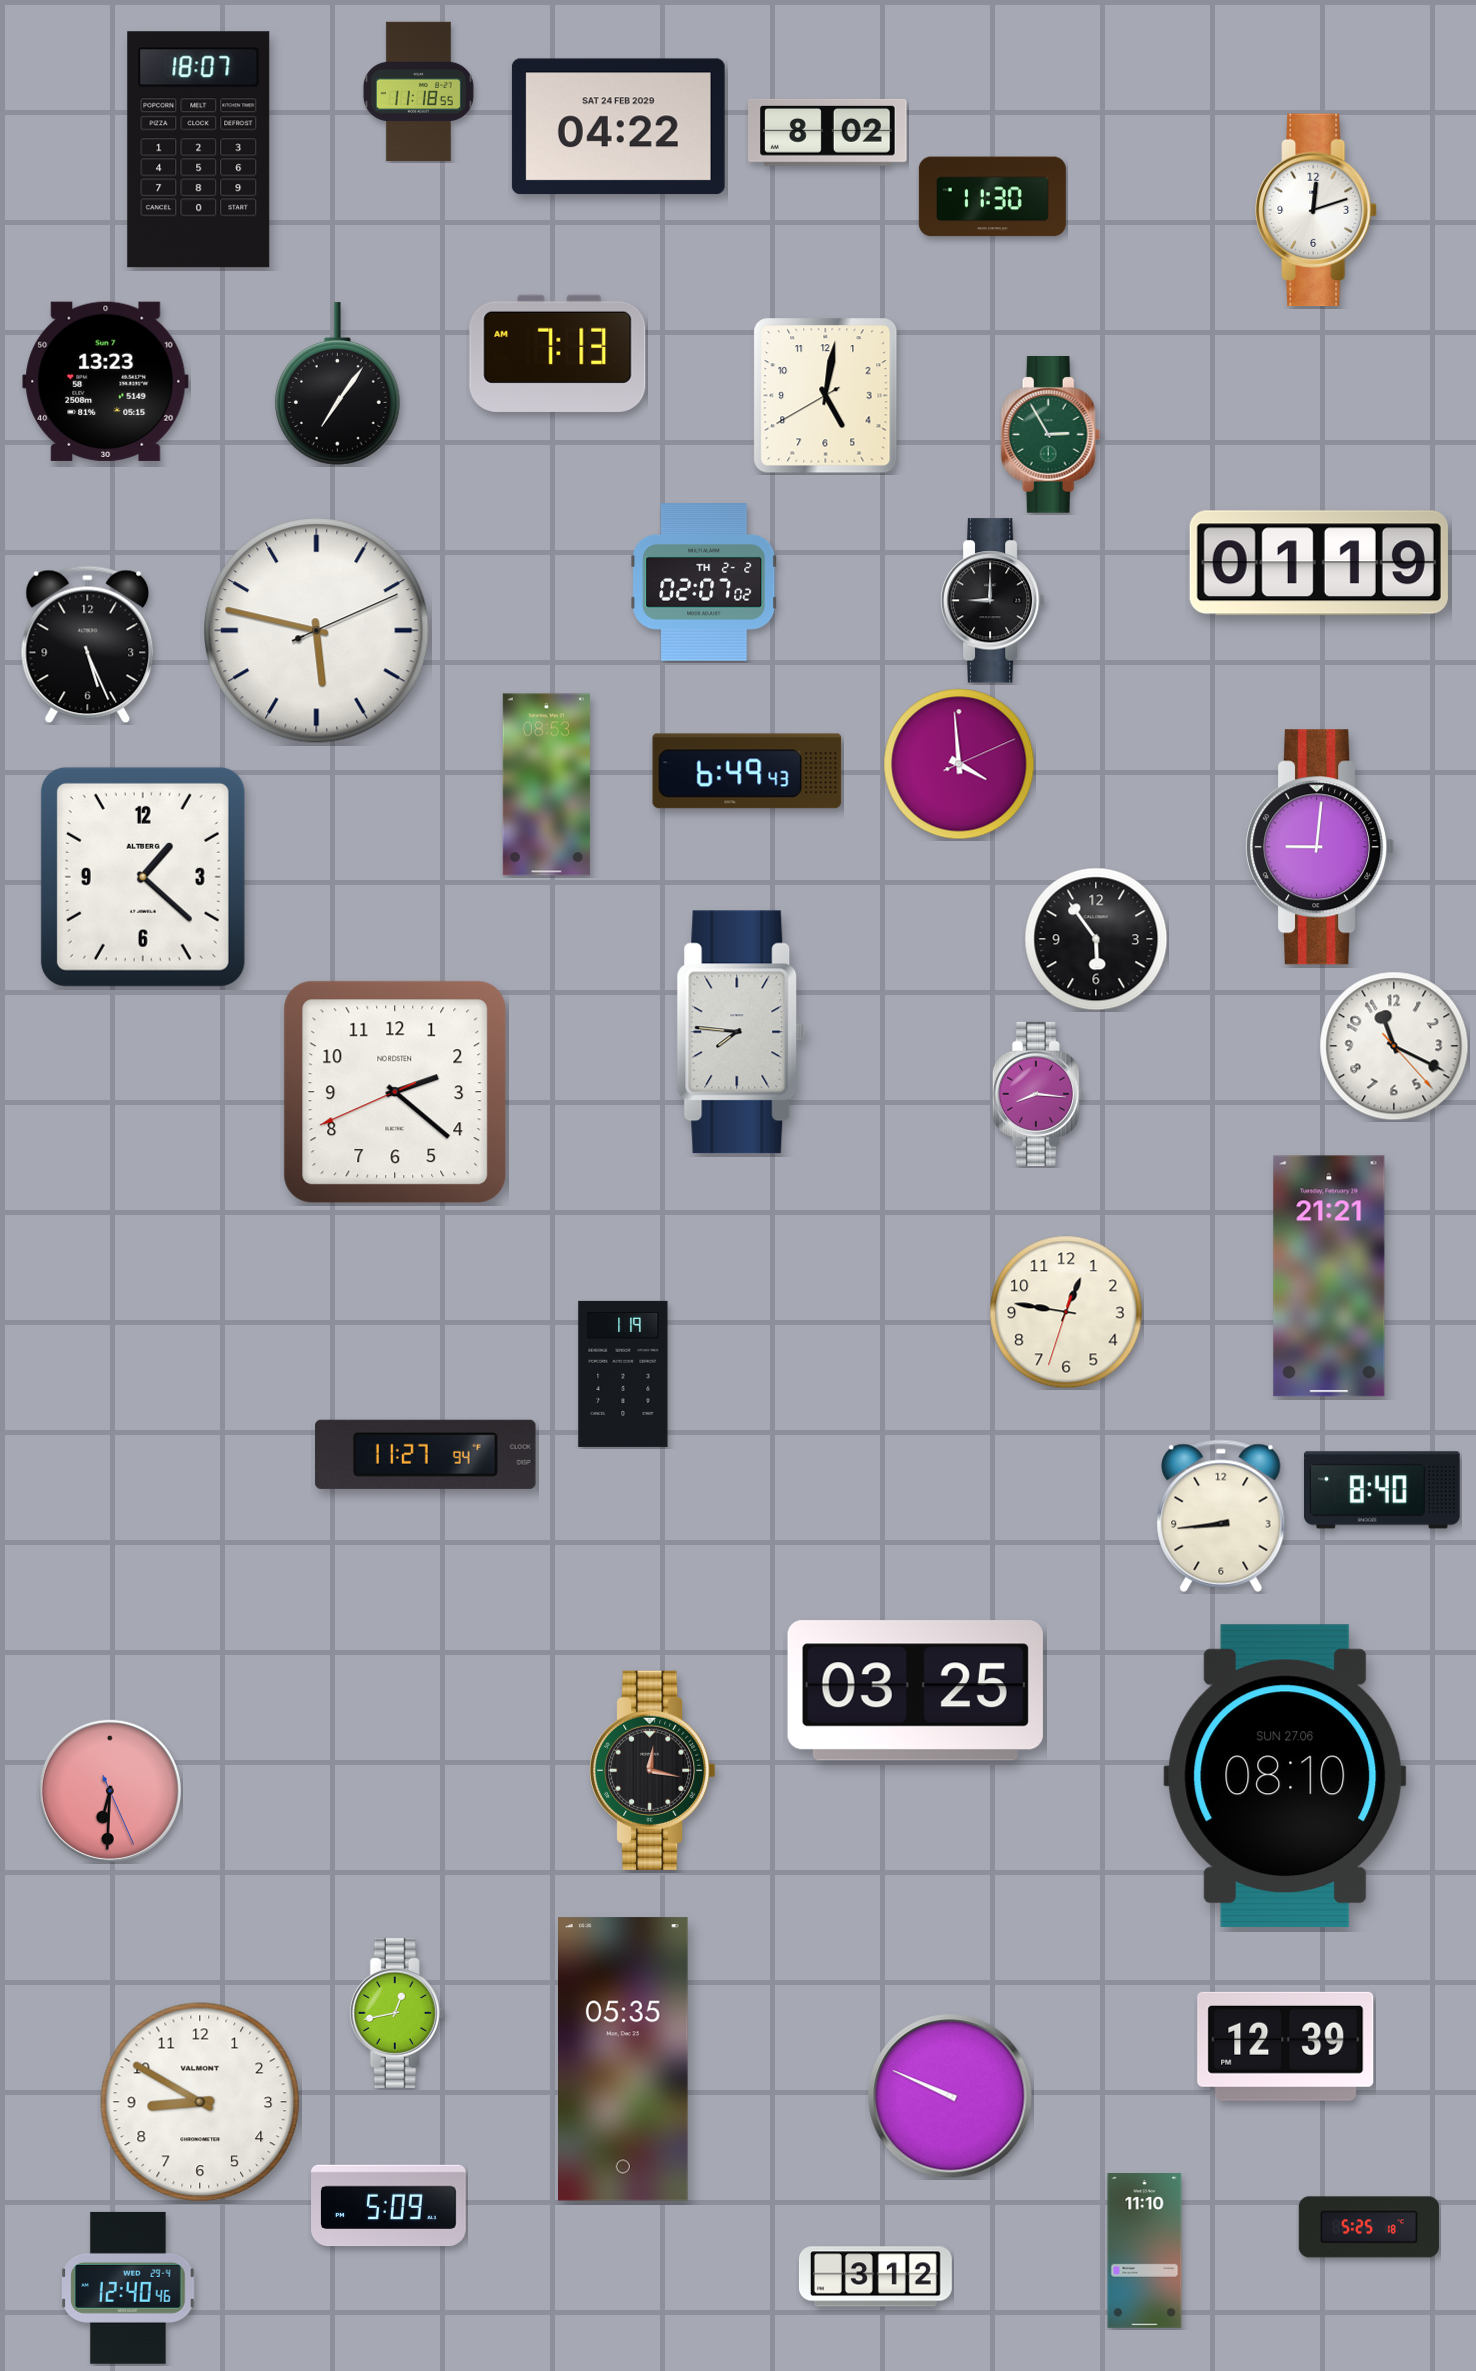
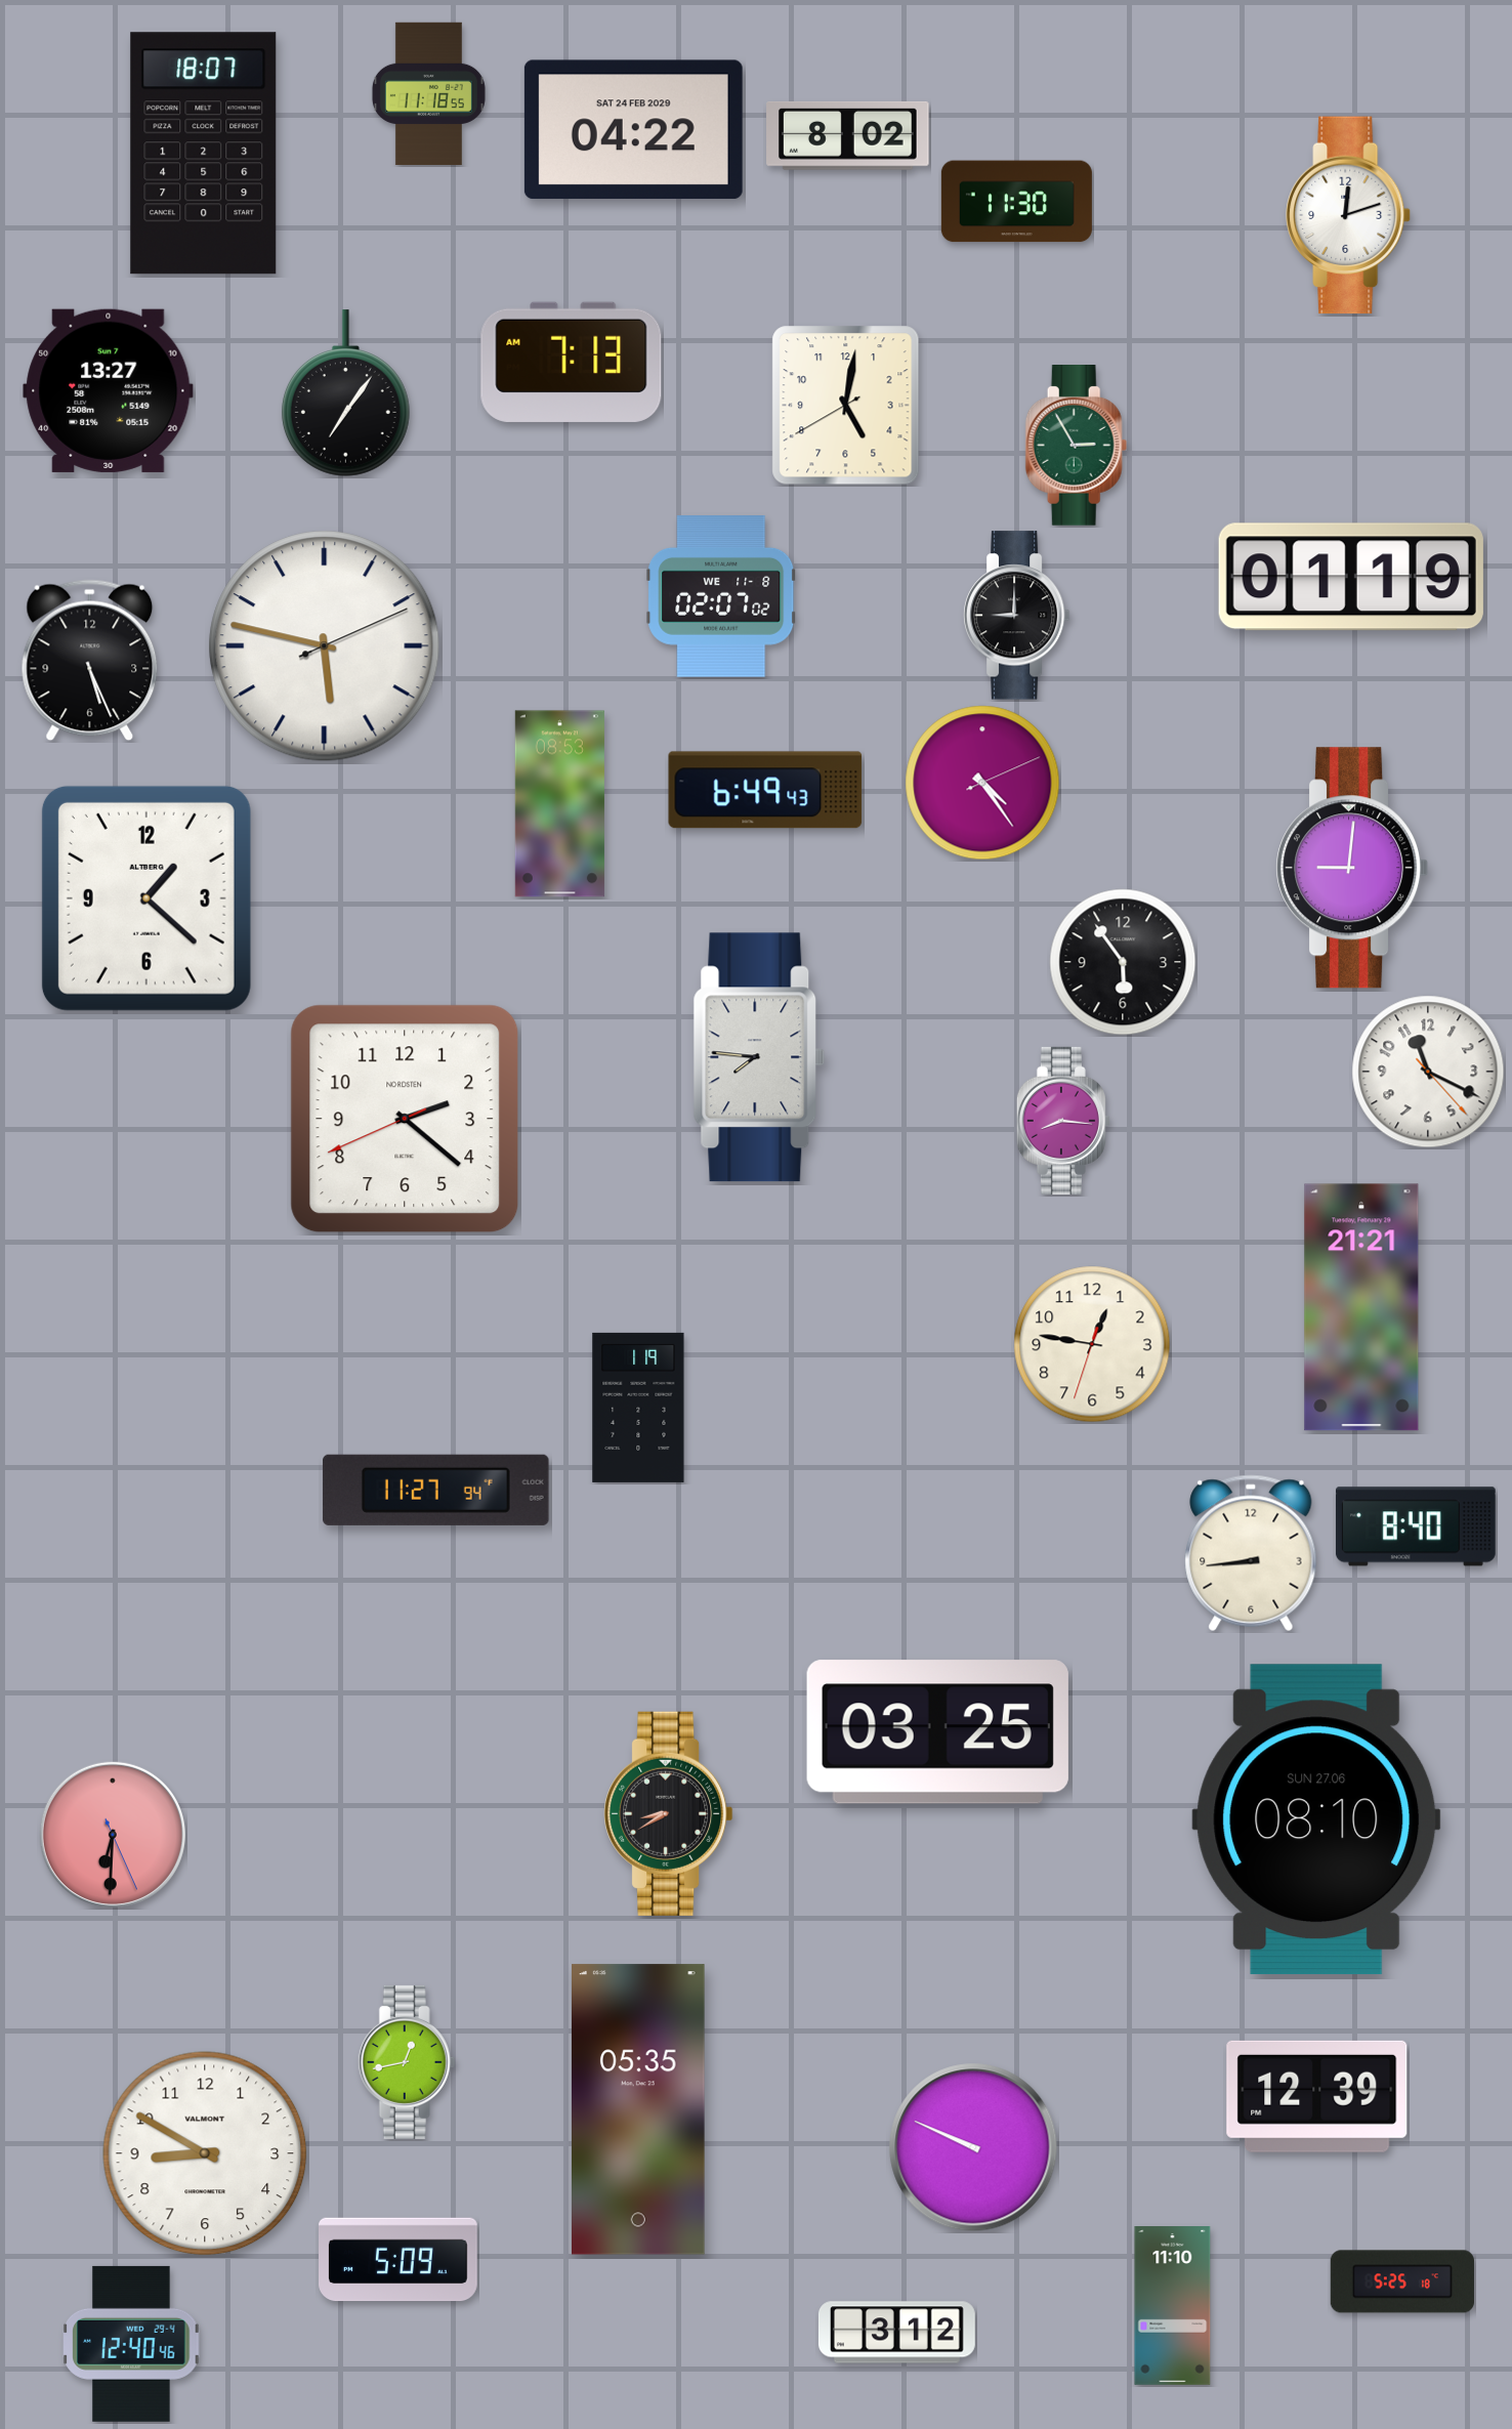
clock at (106, 381): 13:23 -> 13:27
clock at (704, 583) date: TH 2-2 -> WE 11-8
clock at (959, 764): 3:59 -> 4:24
clock at (653, 1770): 12:17 -> 8:40
